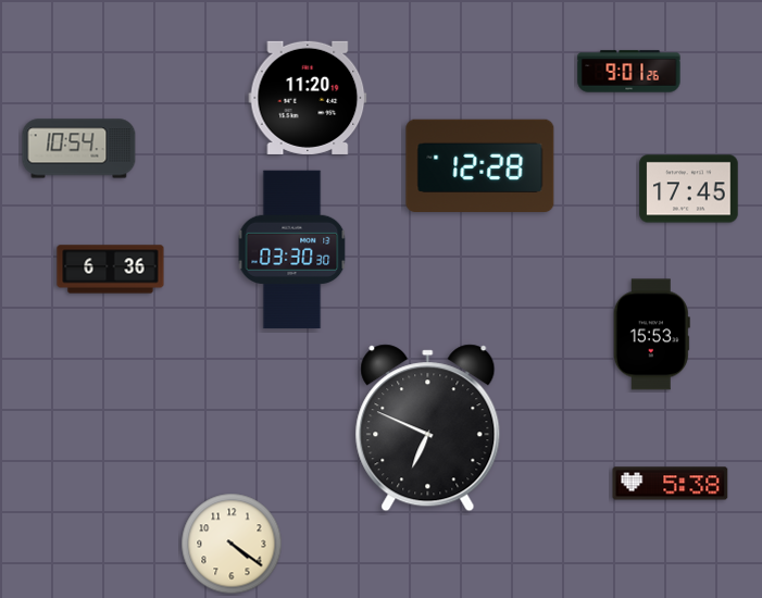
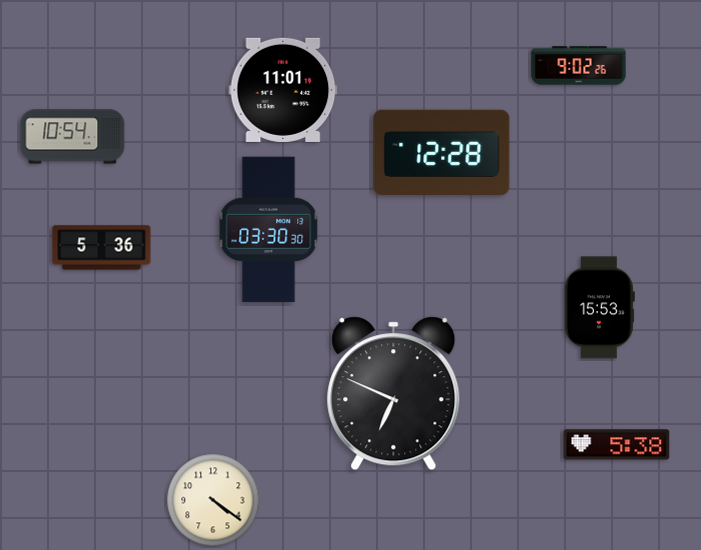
clock at (629, 72): 9:01 -> 9:02
clock at (308, 98): 11:20 -> 11:01
clock at (689, 189): 17:45 -> none
clock at (111, 270): 6:36 -> 5:36
